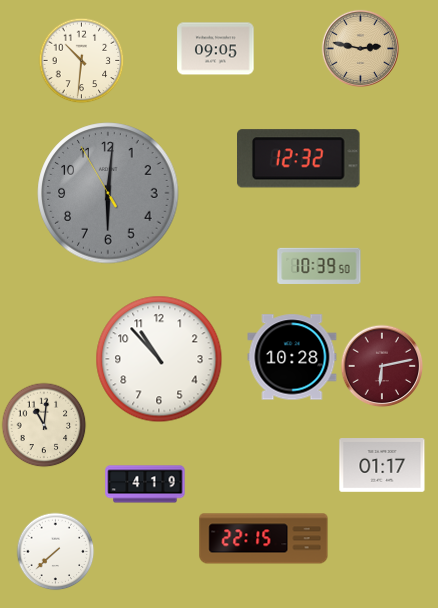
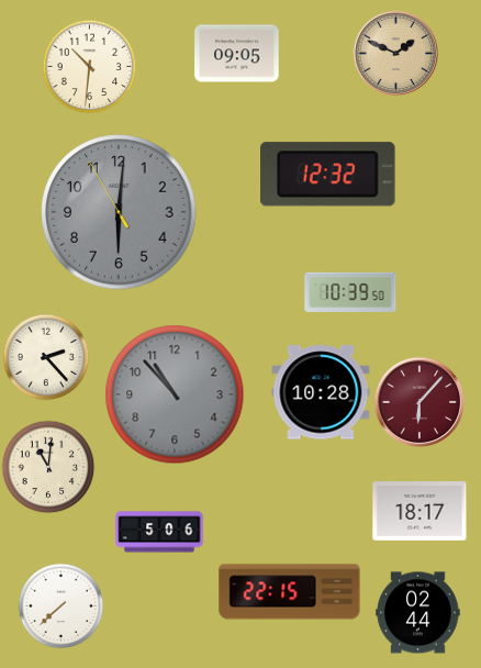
clock at (360, 48): 2:47 -> 1:49
clock at (46, 357): none -> 2:23
clock at (159, 359) dial: white -> grey
clock at (382, 366): 6:13 -> 6:07
clock at (382, 465): 01:17 -> 18:17
clock at (145, 484): 4:19 -> 5:06
clock at (418, 613): none -> 02:44
